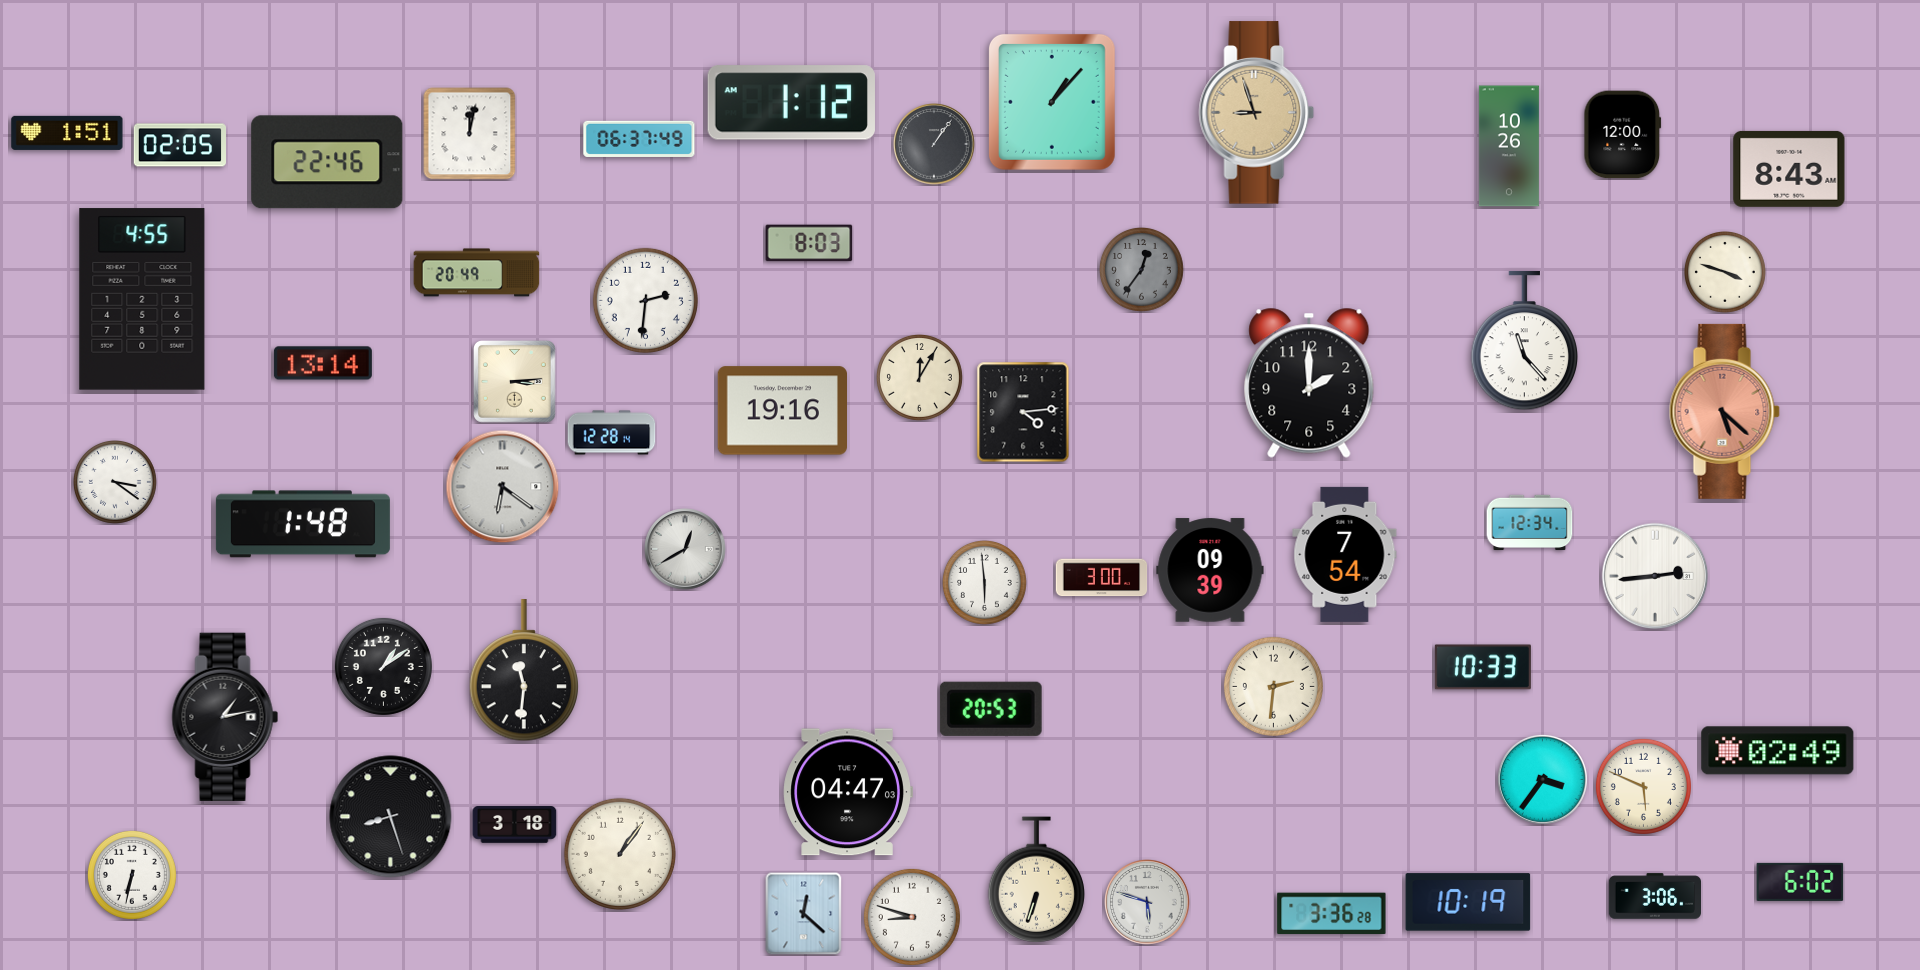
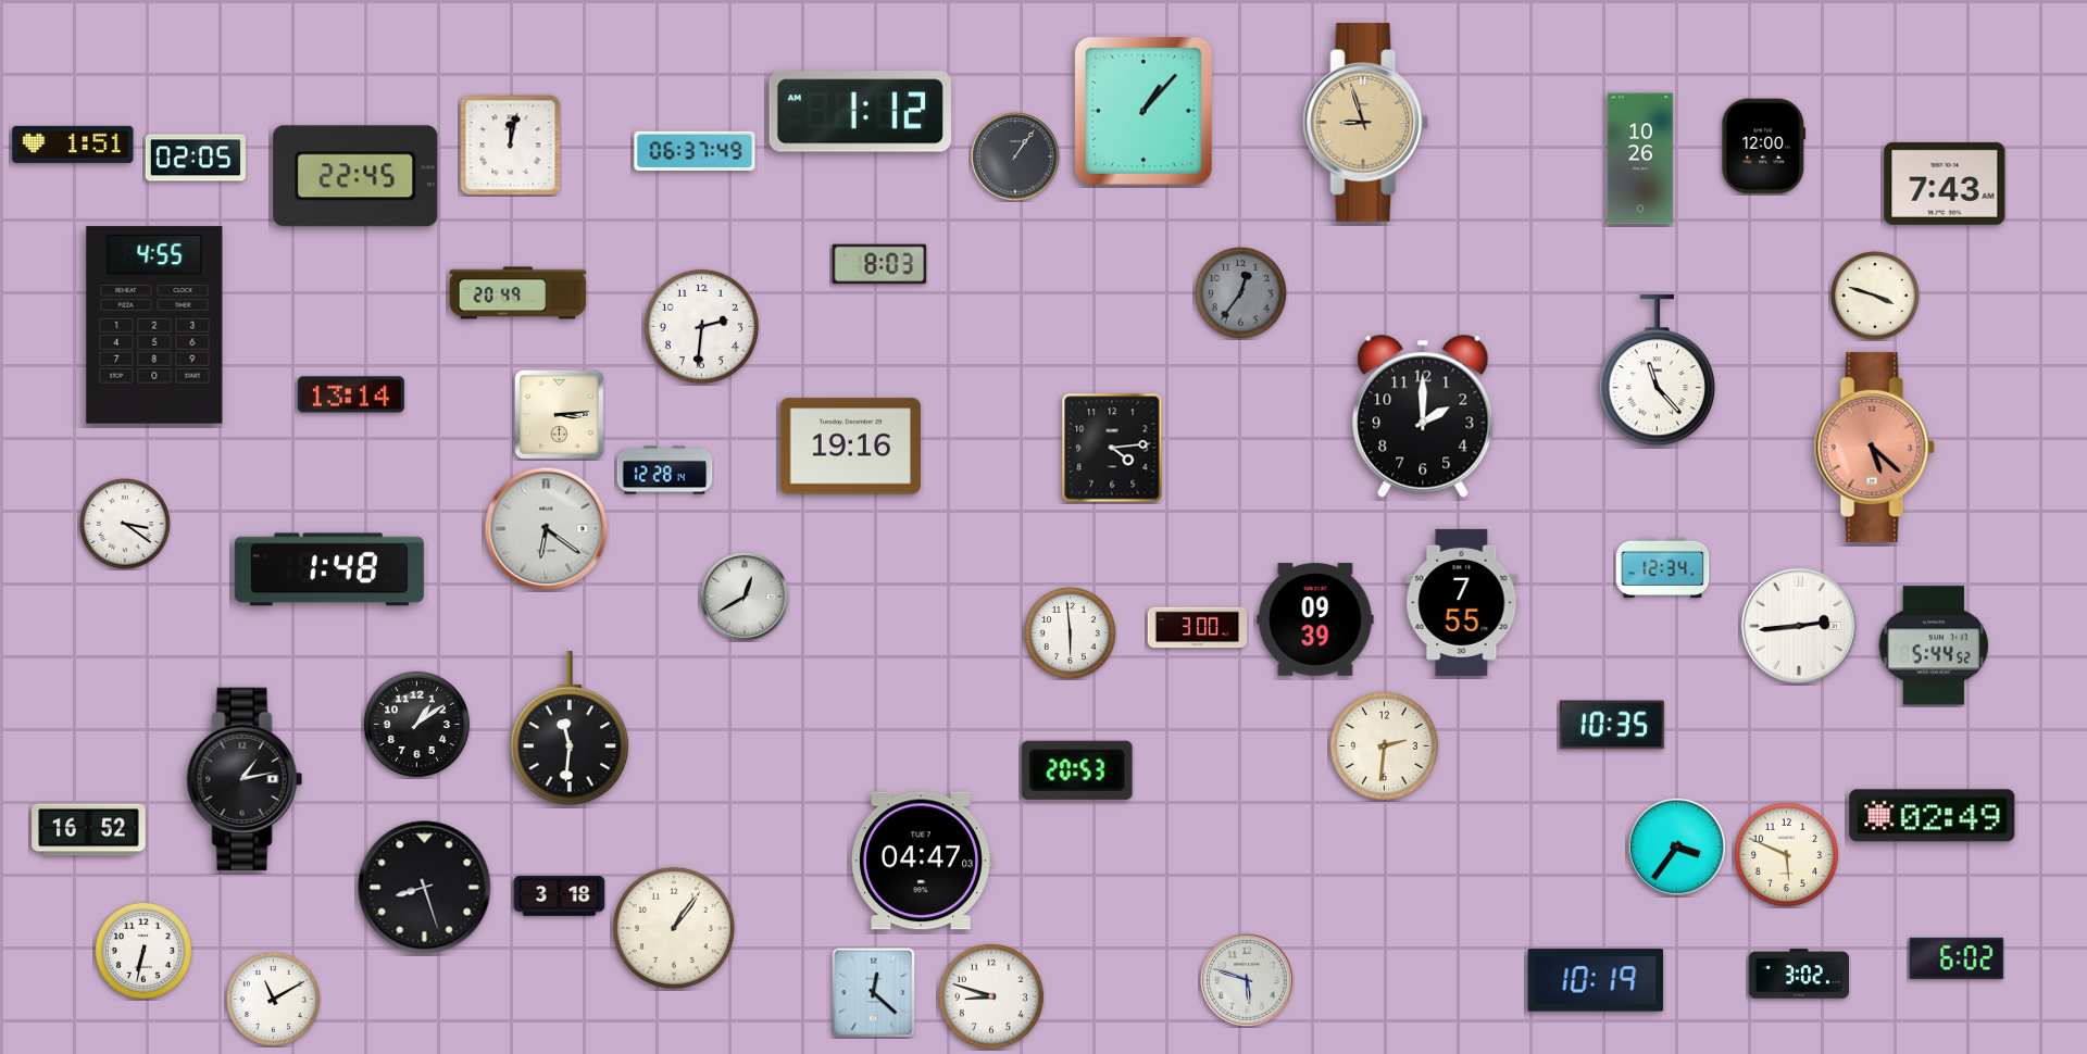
clock at (327, 162): 22:46 -> 22:45
clock at (1789, 169): 8:43 -> 7:43
clock at (477, 273) position: (477, 273) -> (518, 293)
clock at (919, 377): 12:05 -> none
clock at (1345, 554): 7:54 -> 7:55
clock at (1934, 645): none -> 5:44
clock at (1483, 667): 10:33 -> 10:35
clock at (89, 830): none -> 16:52
clock at (1036, 880): 6:33 -> none
clock at (1655, 896): 3:06 -> 3:02
clock at (1332, 914): 3:36 -> none
clock at (273, 999): none -> 11:10
